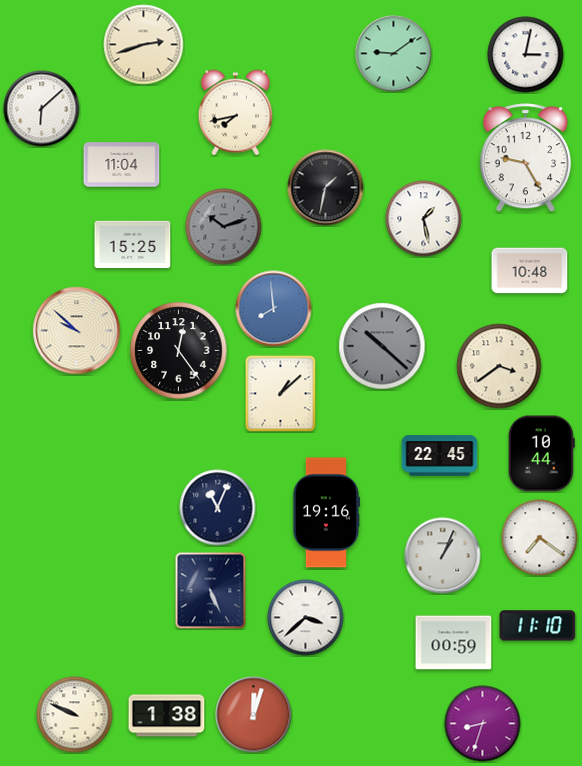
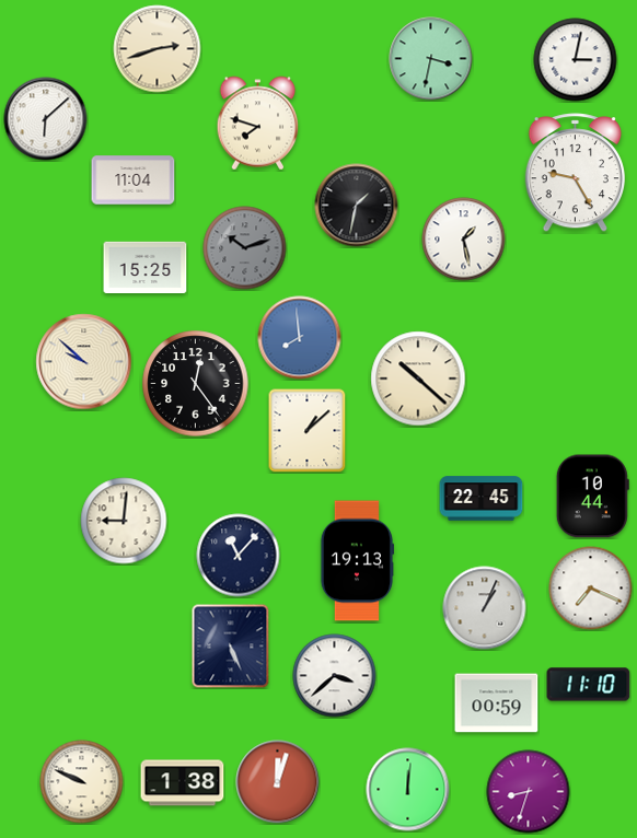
clock at (394, 54): 9:09 -> 3:32
clock at (236, 113): 7:43 -> 7:48
clock at (530, 271): 10:48 -> none
clock at (382, 346) dial: grey -> cream
clock at (499, 366): 3:39 -> none
clock at (124, 521): none -> 9:01
clock at (218, 508): 11:04 -> 11:07
clock at (325, 513): 19:16 -> 19:13
clock at (540, 538): 7:21 -> 7:19
clock at (408, 790): none -> 12:01
